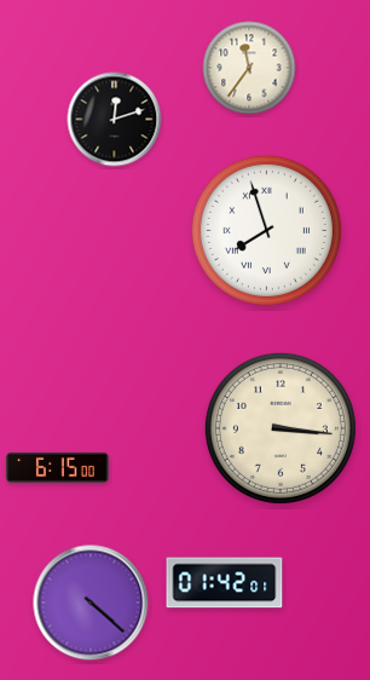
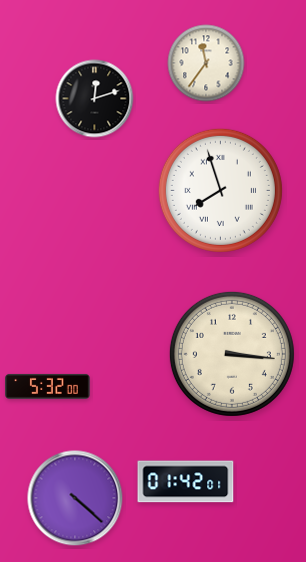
clock at (249, 68) position: (249, 68) -> (206, 63)
clock at (58, 467): 6:15 -> 5:32
